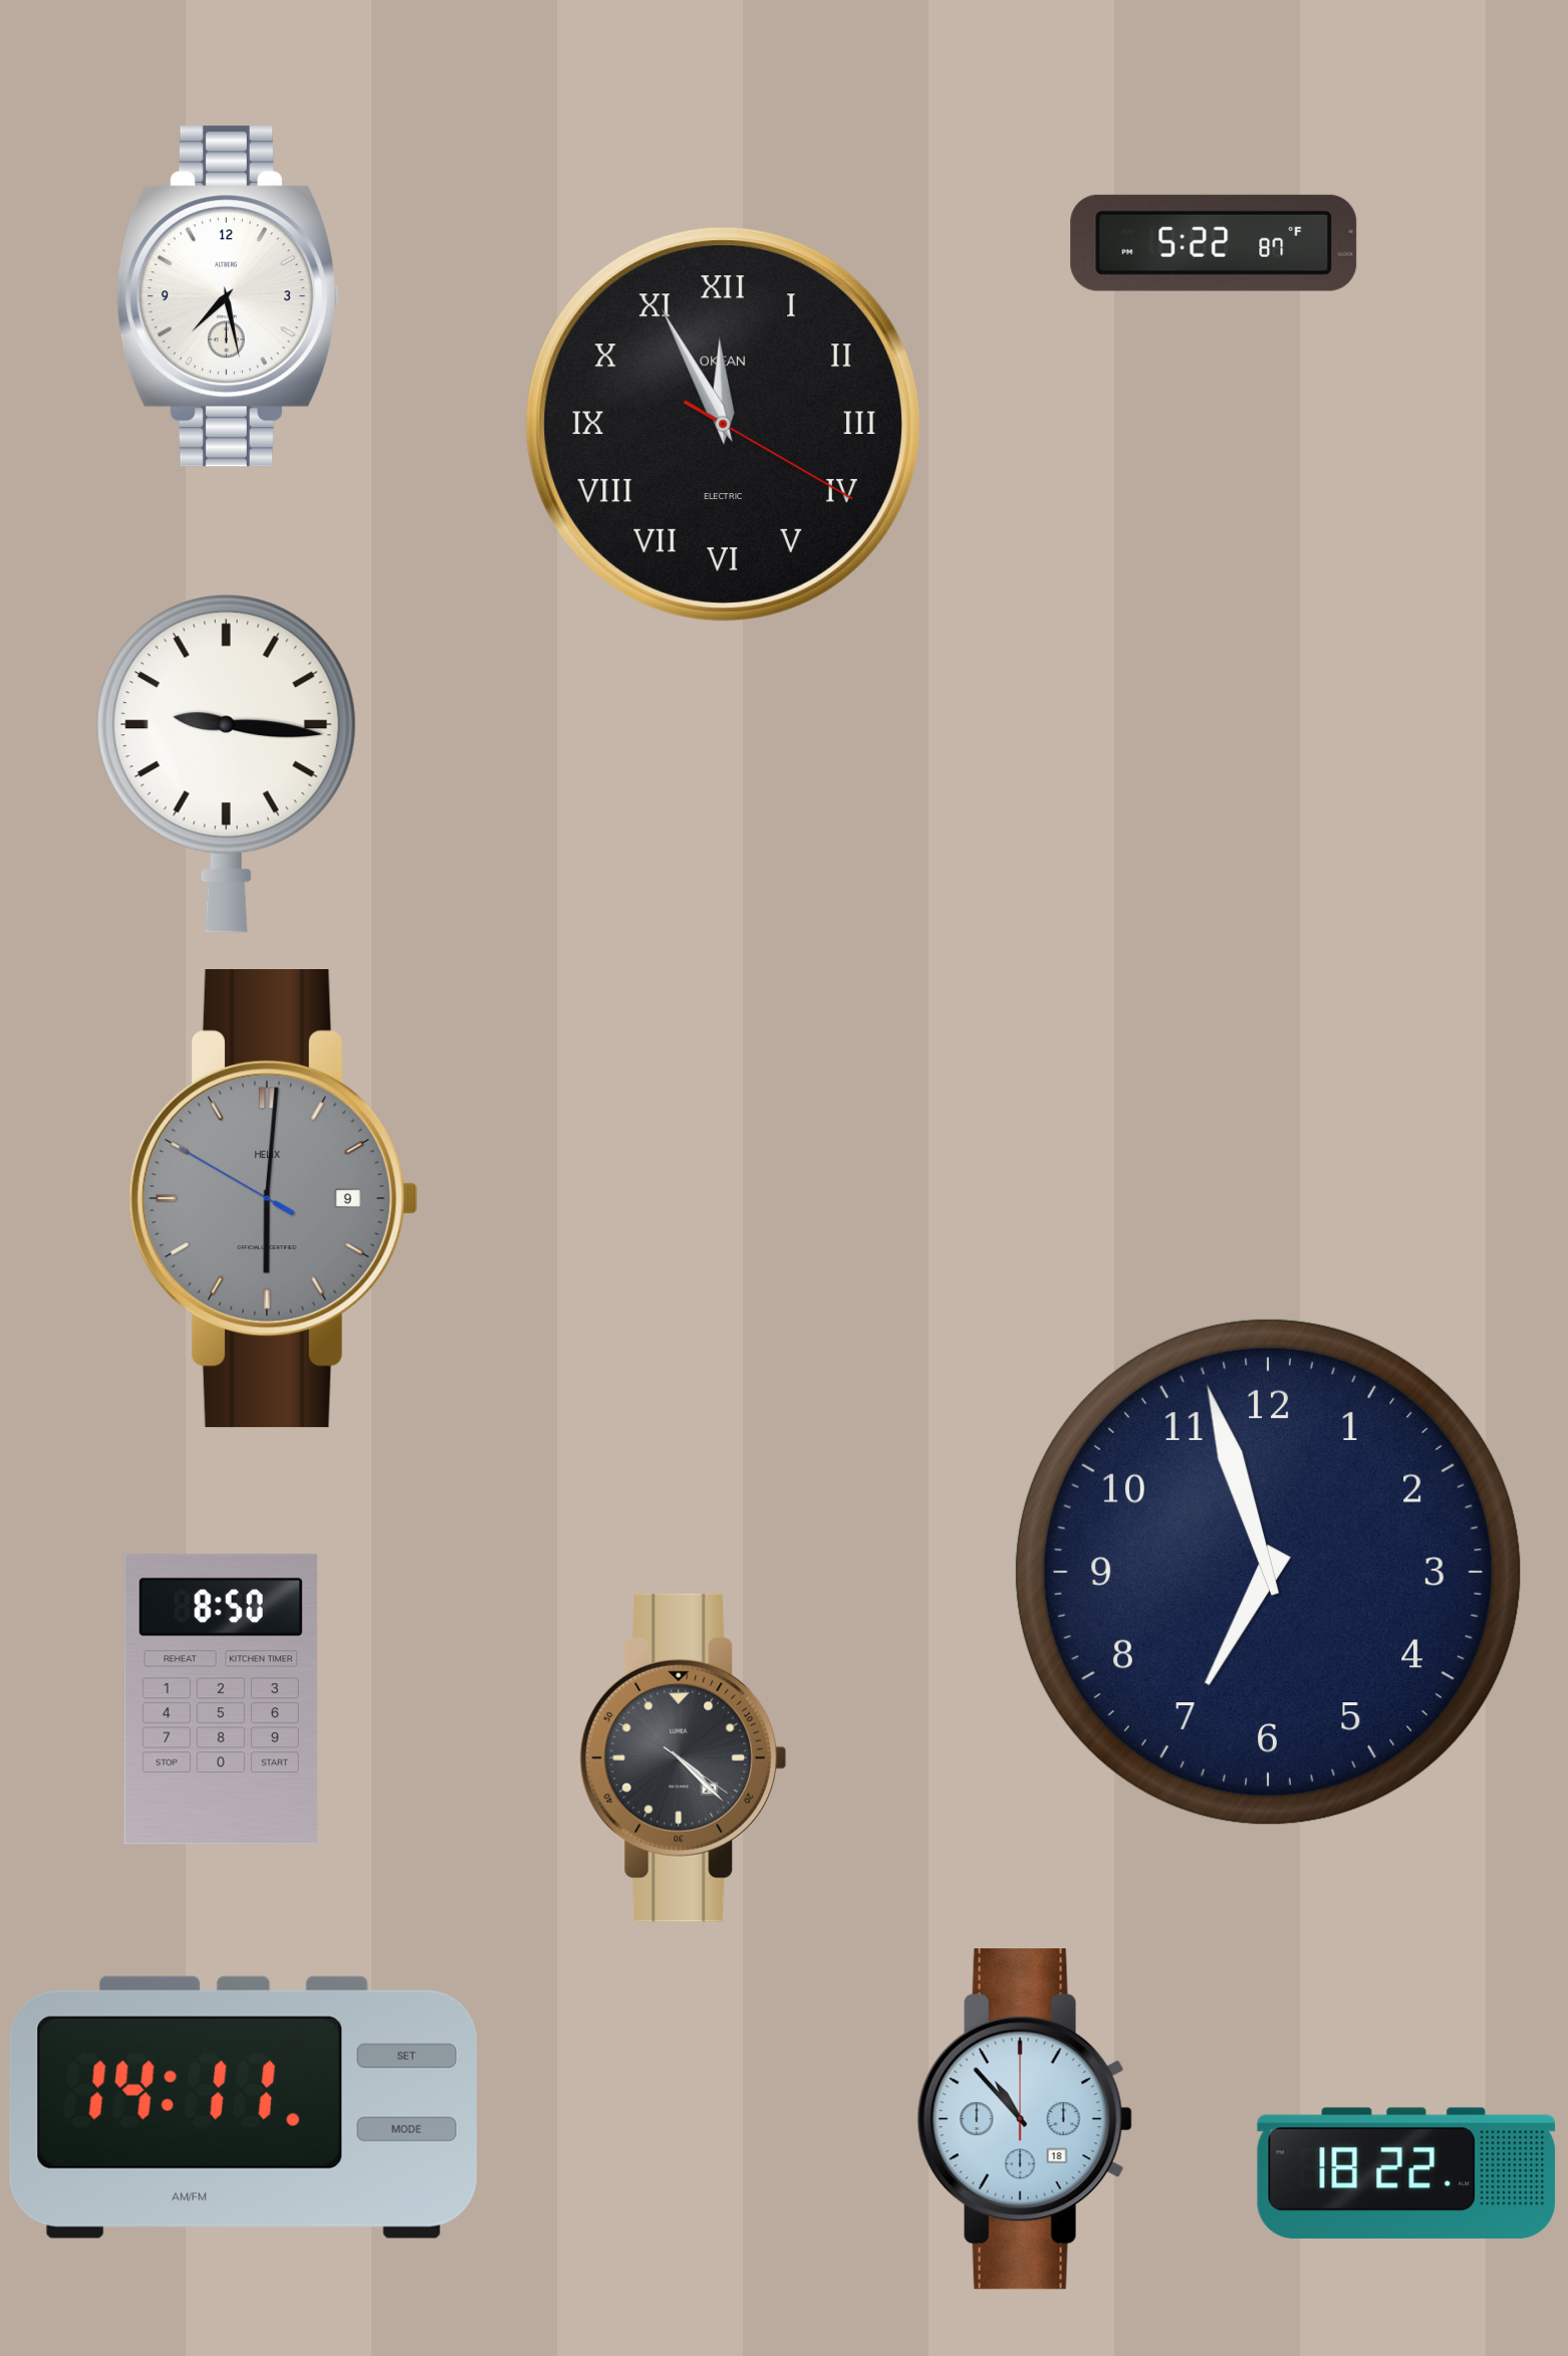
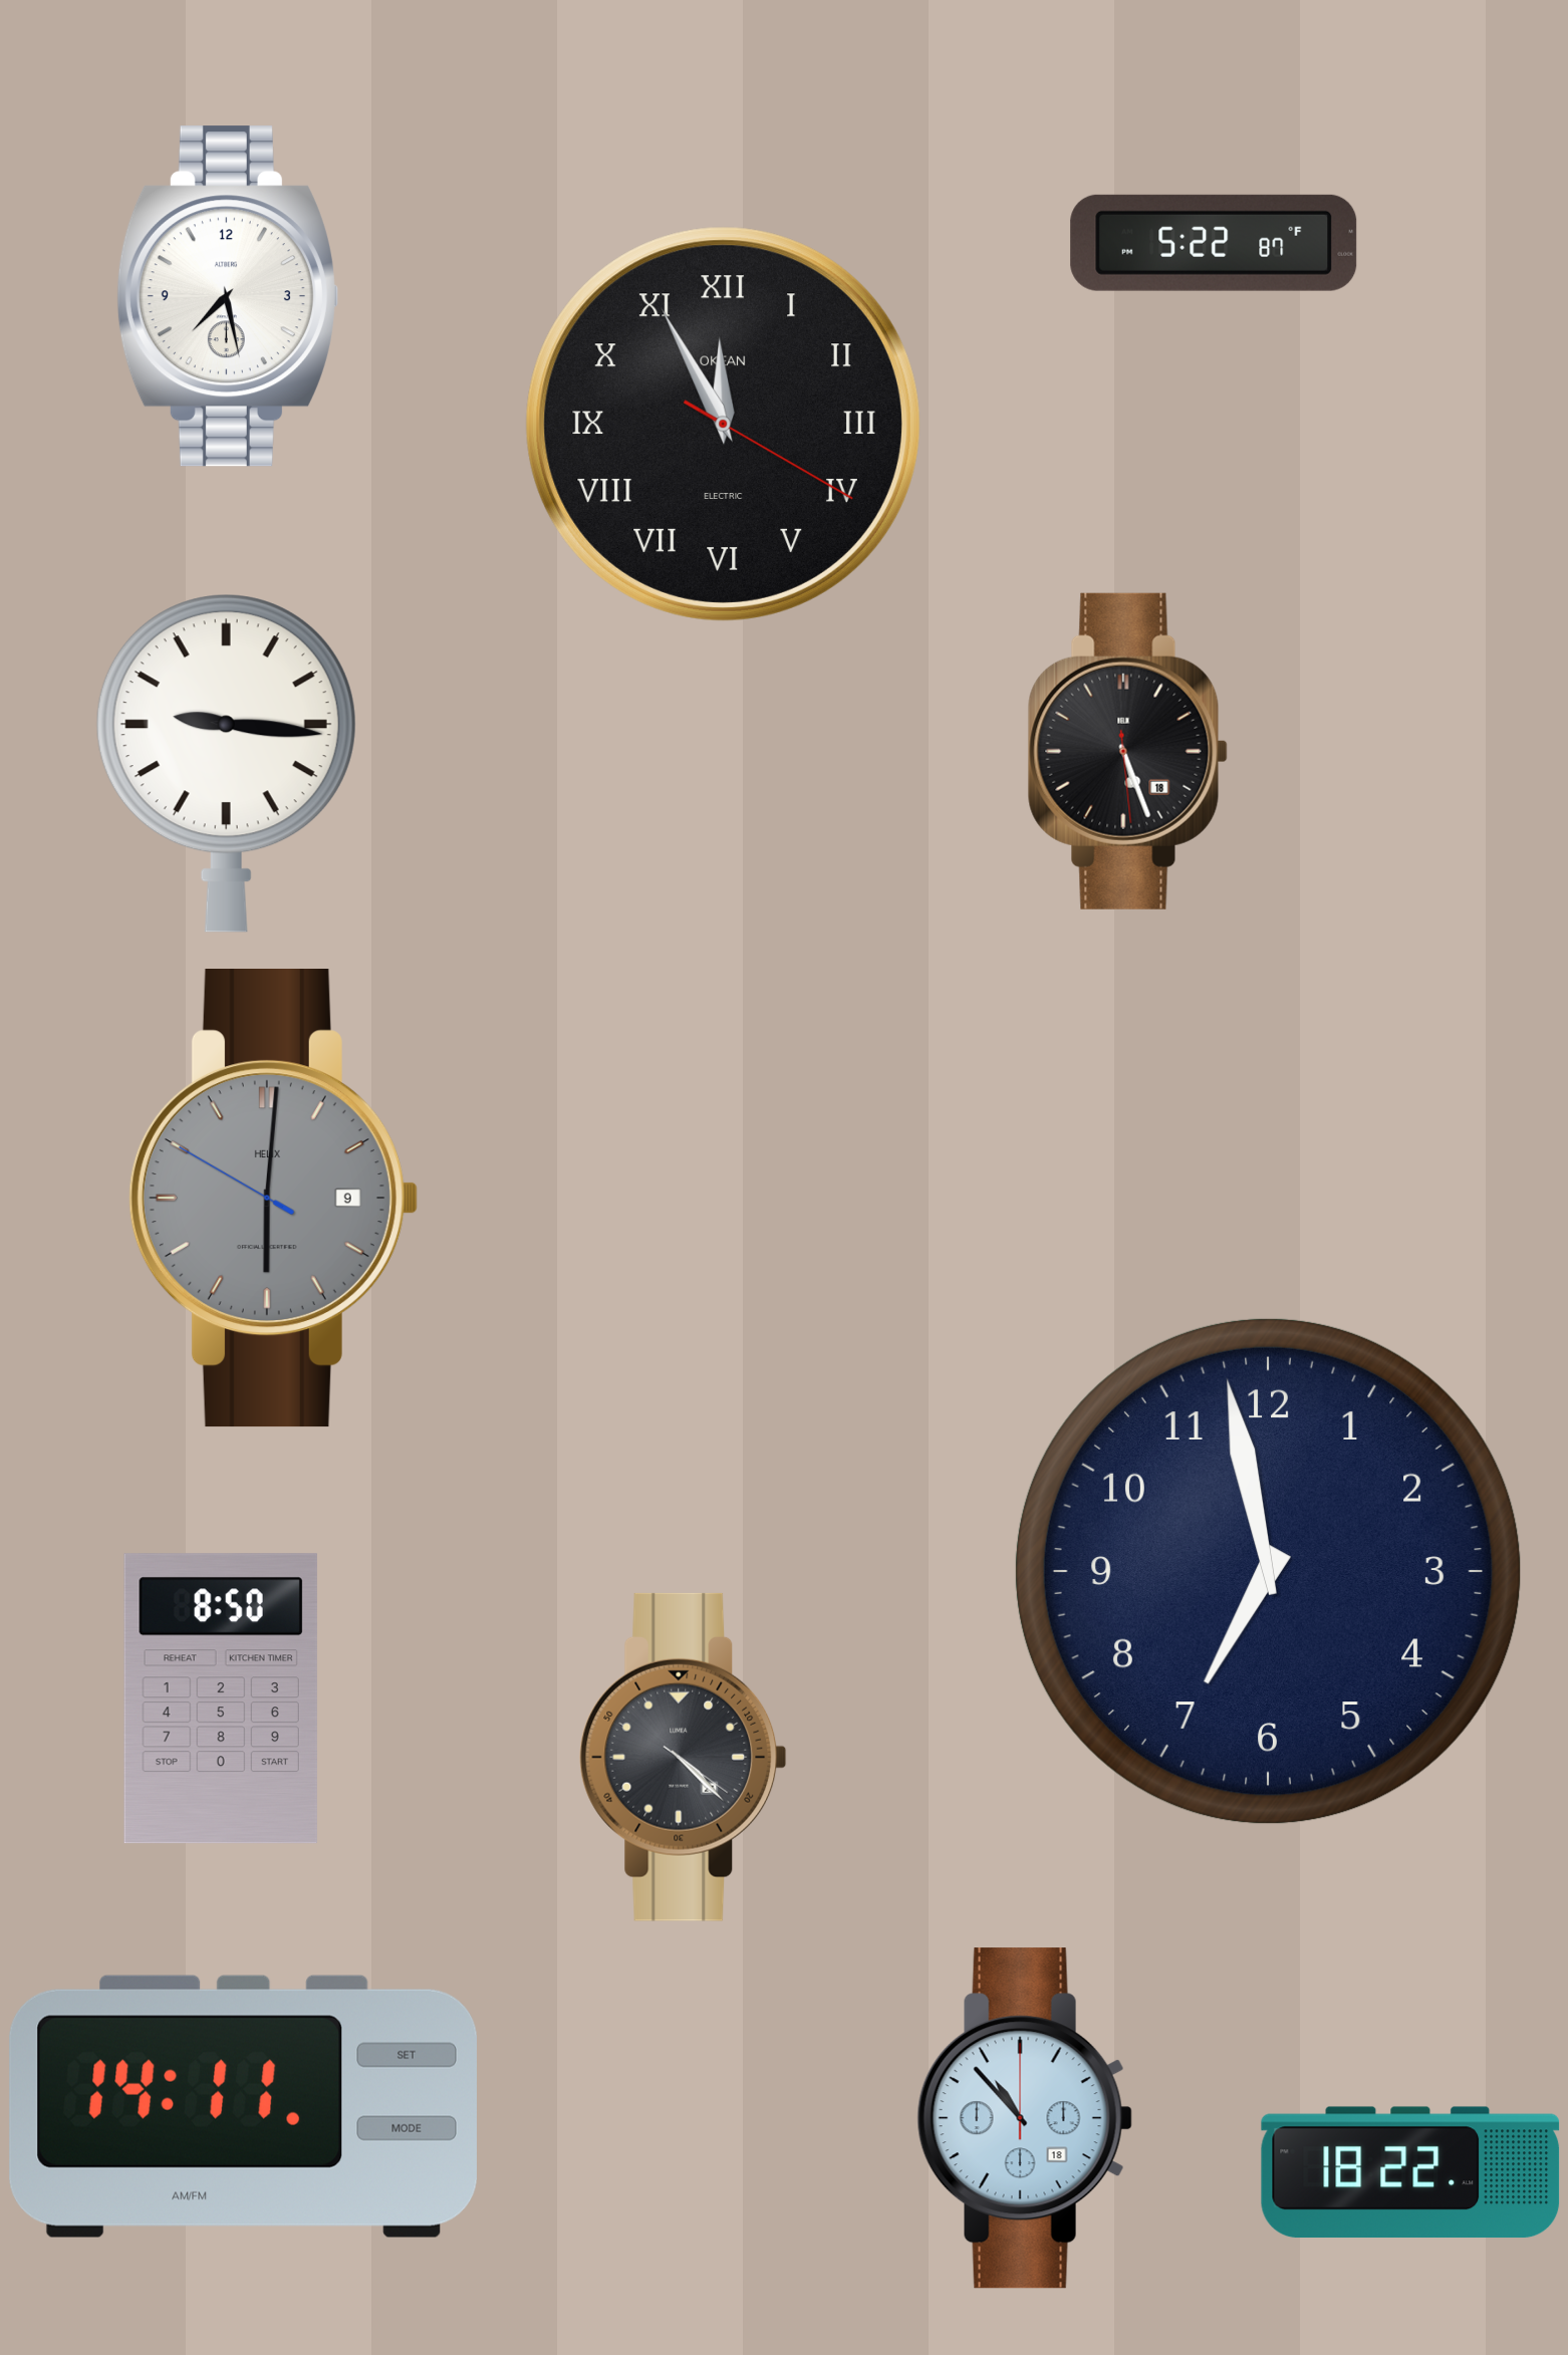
clock at (1127, 751): none -> 5:26
clock at (1268, 1572): 6:57 -> 6:58
clock at (1406, 2173) position: (1406, 2173) -> (1410, 2172)
